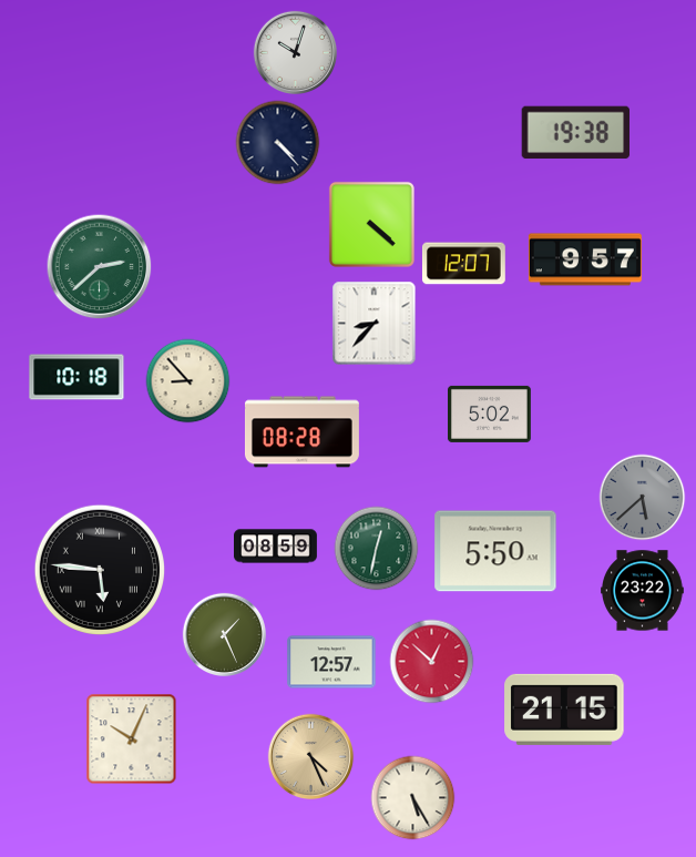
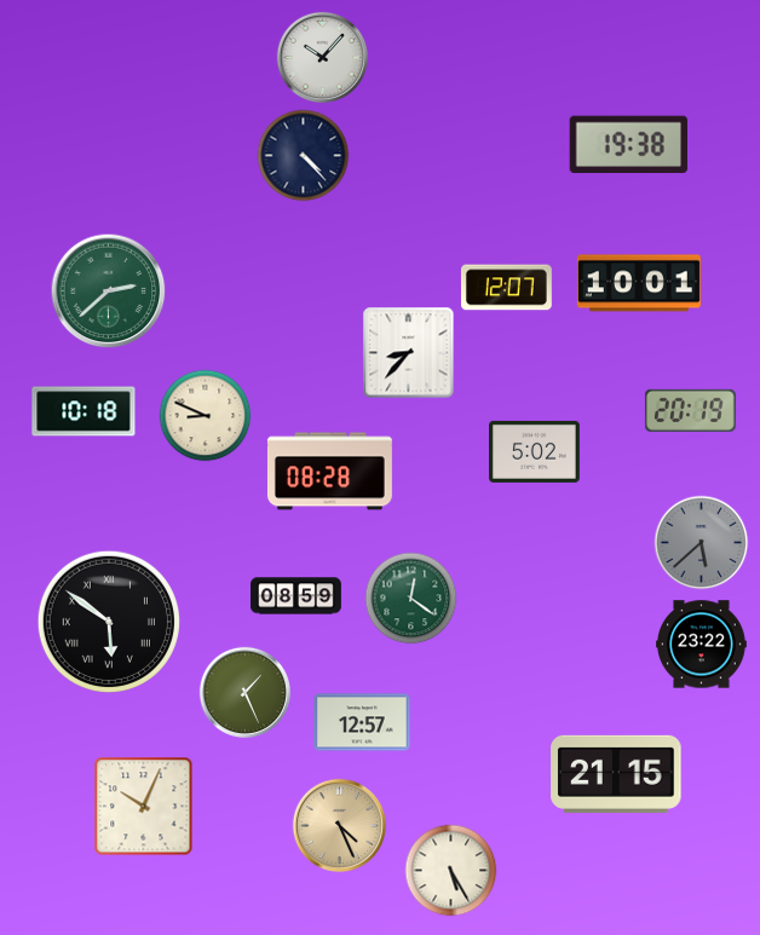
clock at (295, 52): 10:03 -> 10:07
clock at (371, 224): 4:22 -> none
clock at (585, 259): 9:57 -> 10:01
clock at (690, 410): none -> 20:19
clock at (188, 381): 8:53 -> 8:49
clock at (276, 547) position: (276, 547) -> (296, 596)
clock at (377, 549): 12:32 -> 12:21
clock at (495, 551): 5:50 -> none
clock at (99, 569): 5:46 -> 5:51
clock at (432, 662): 12:52 -> none
